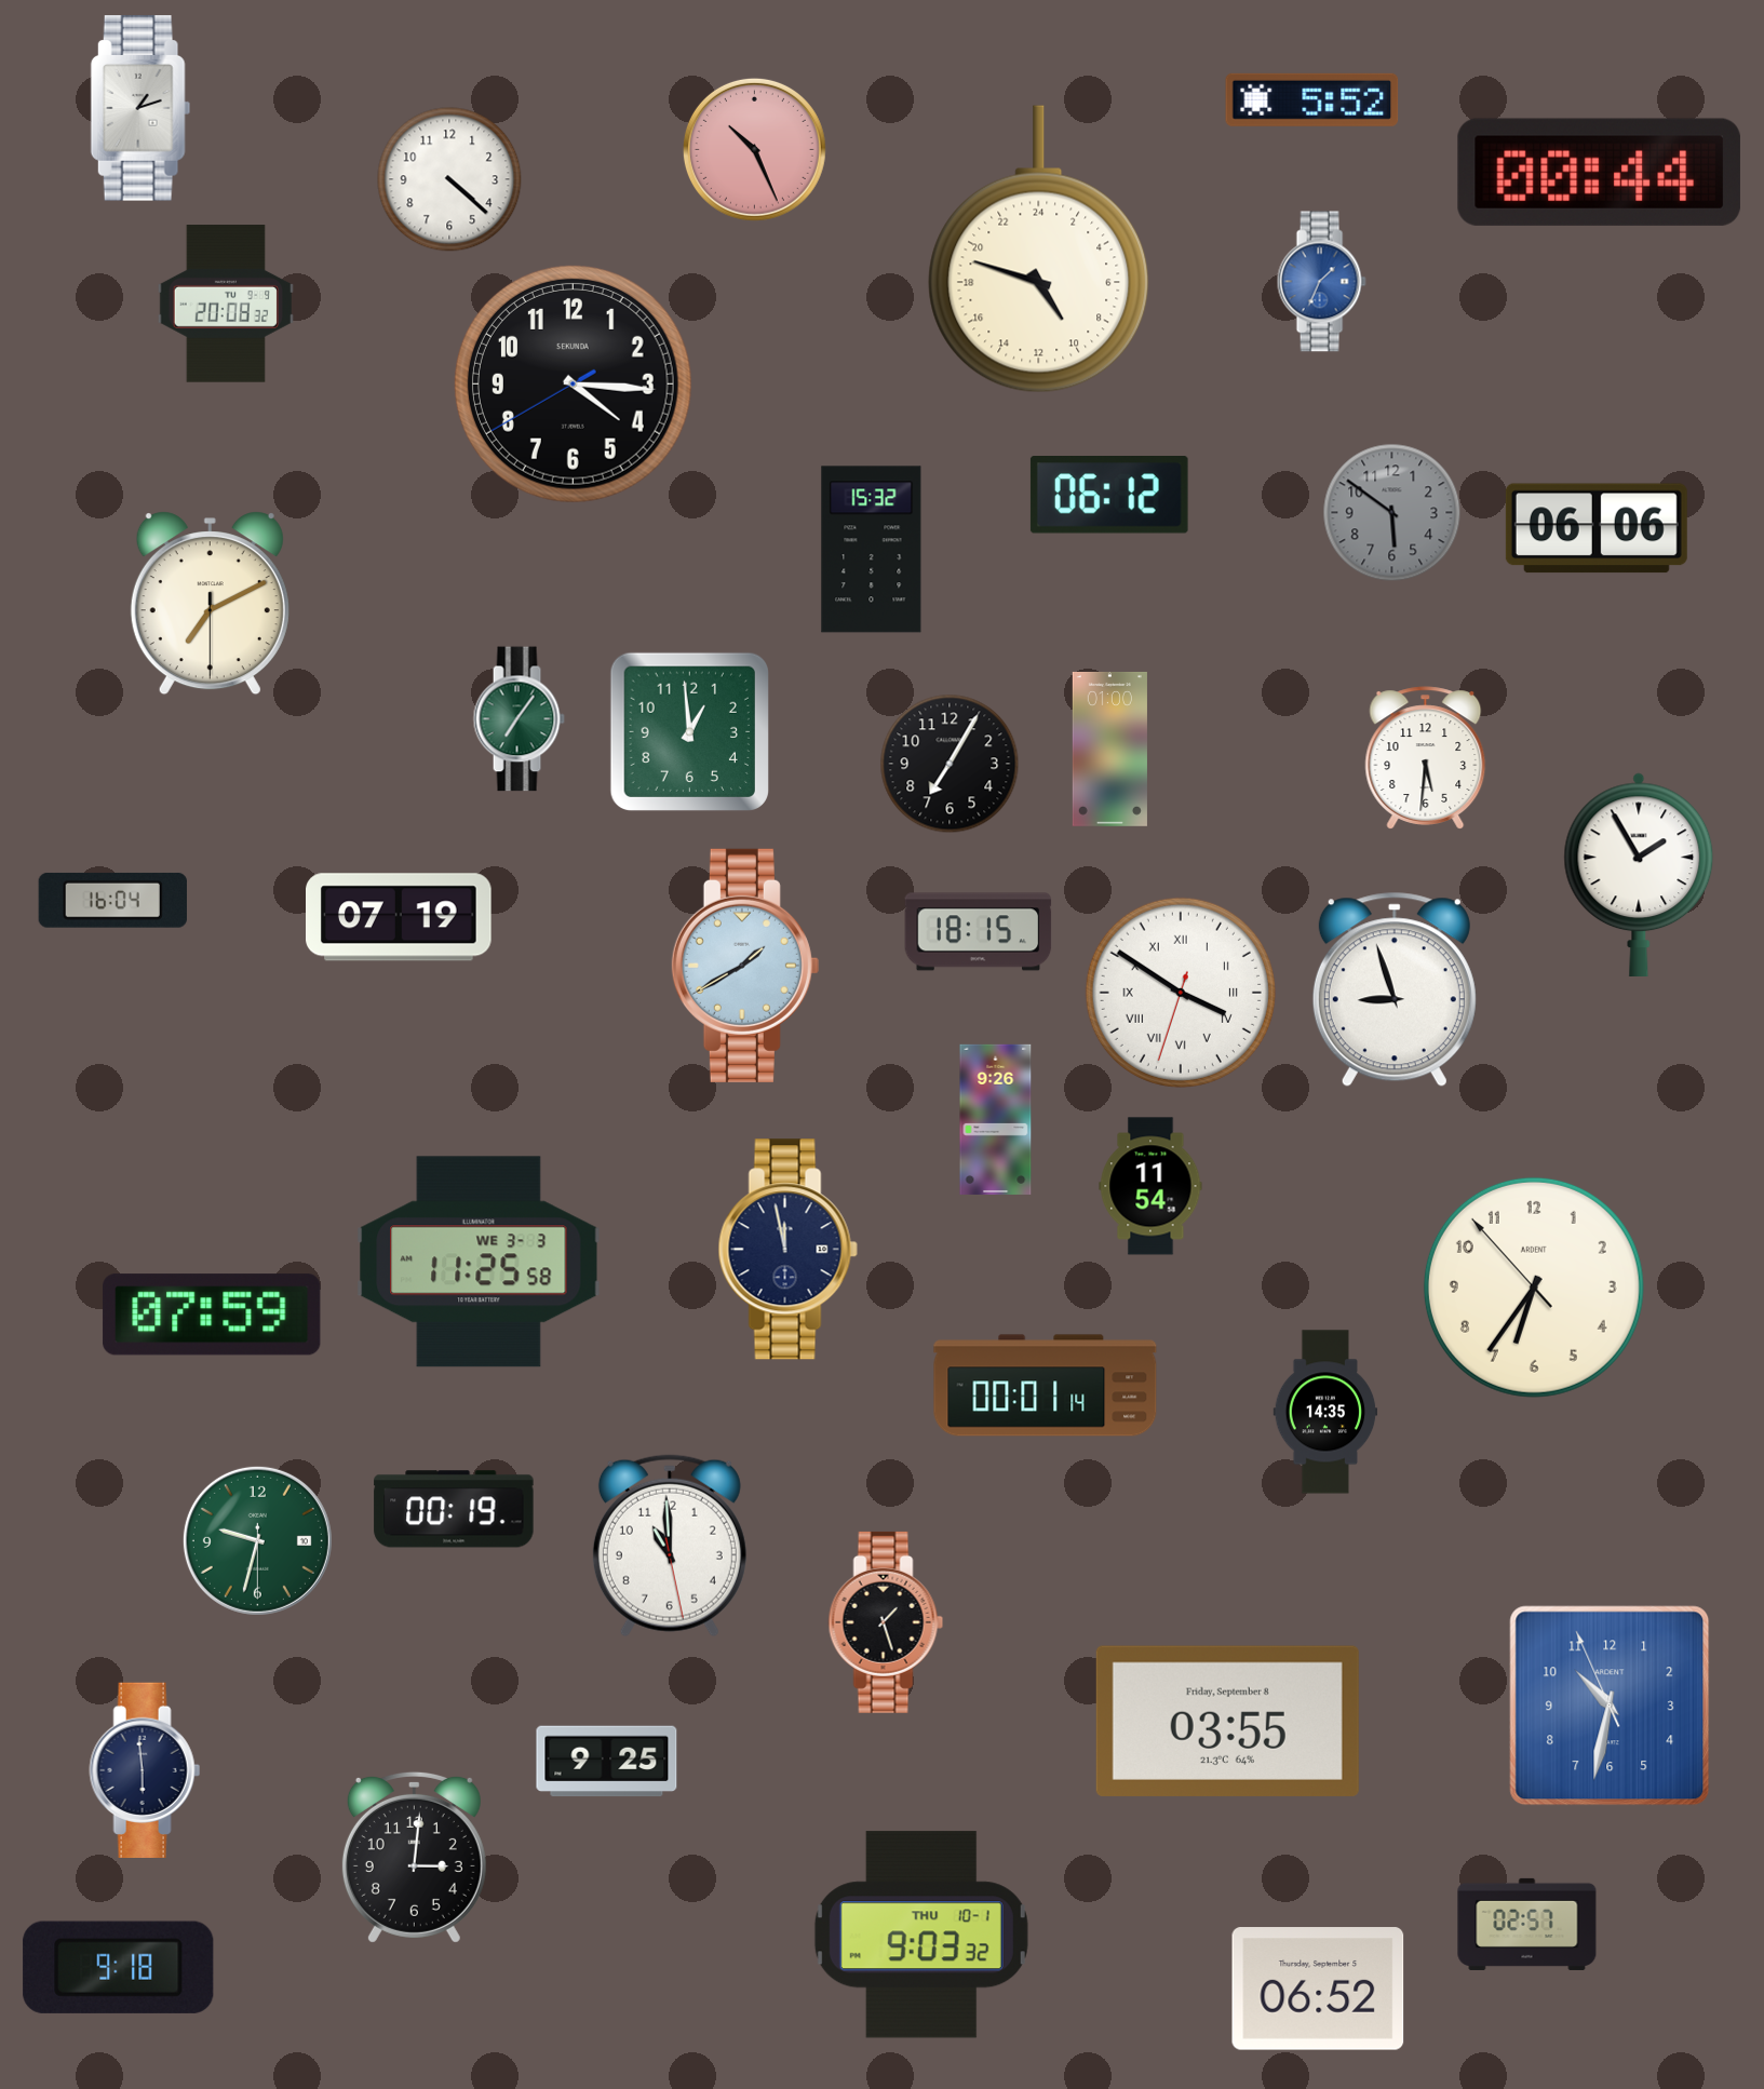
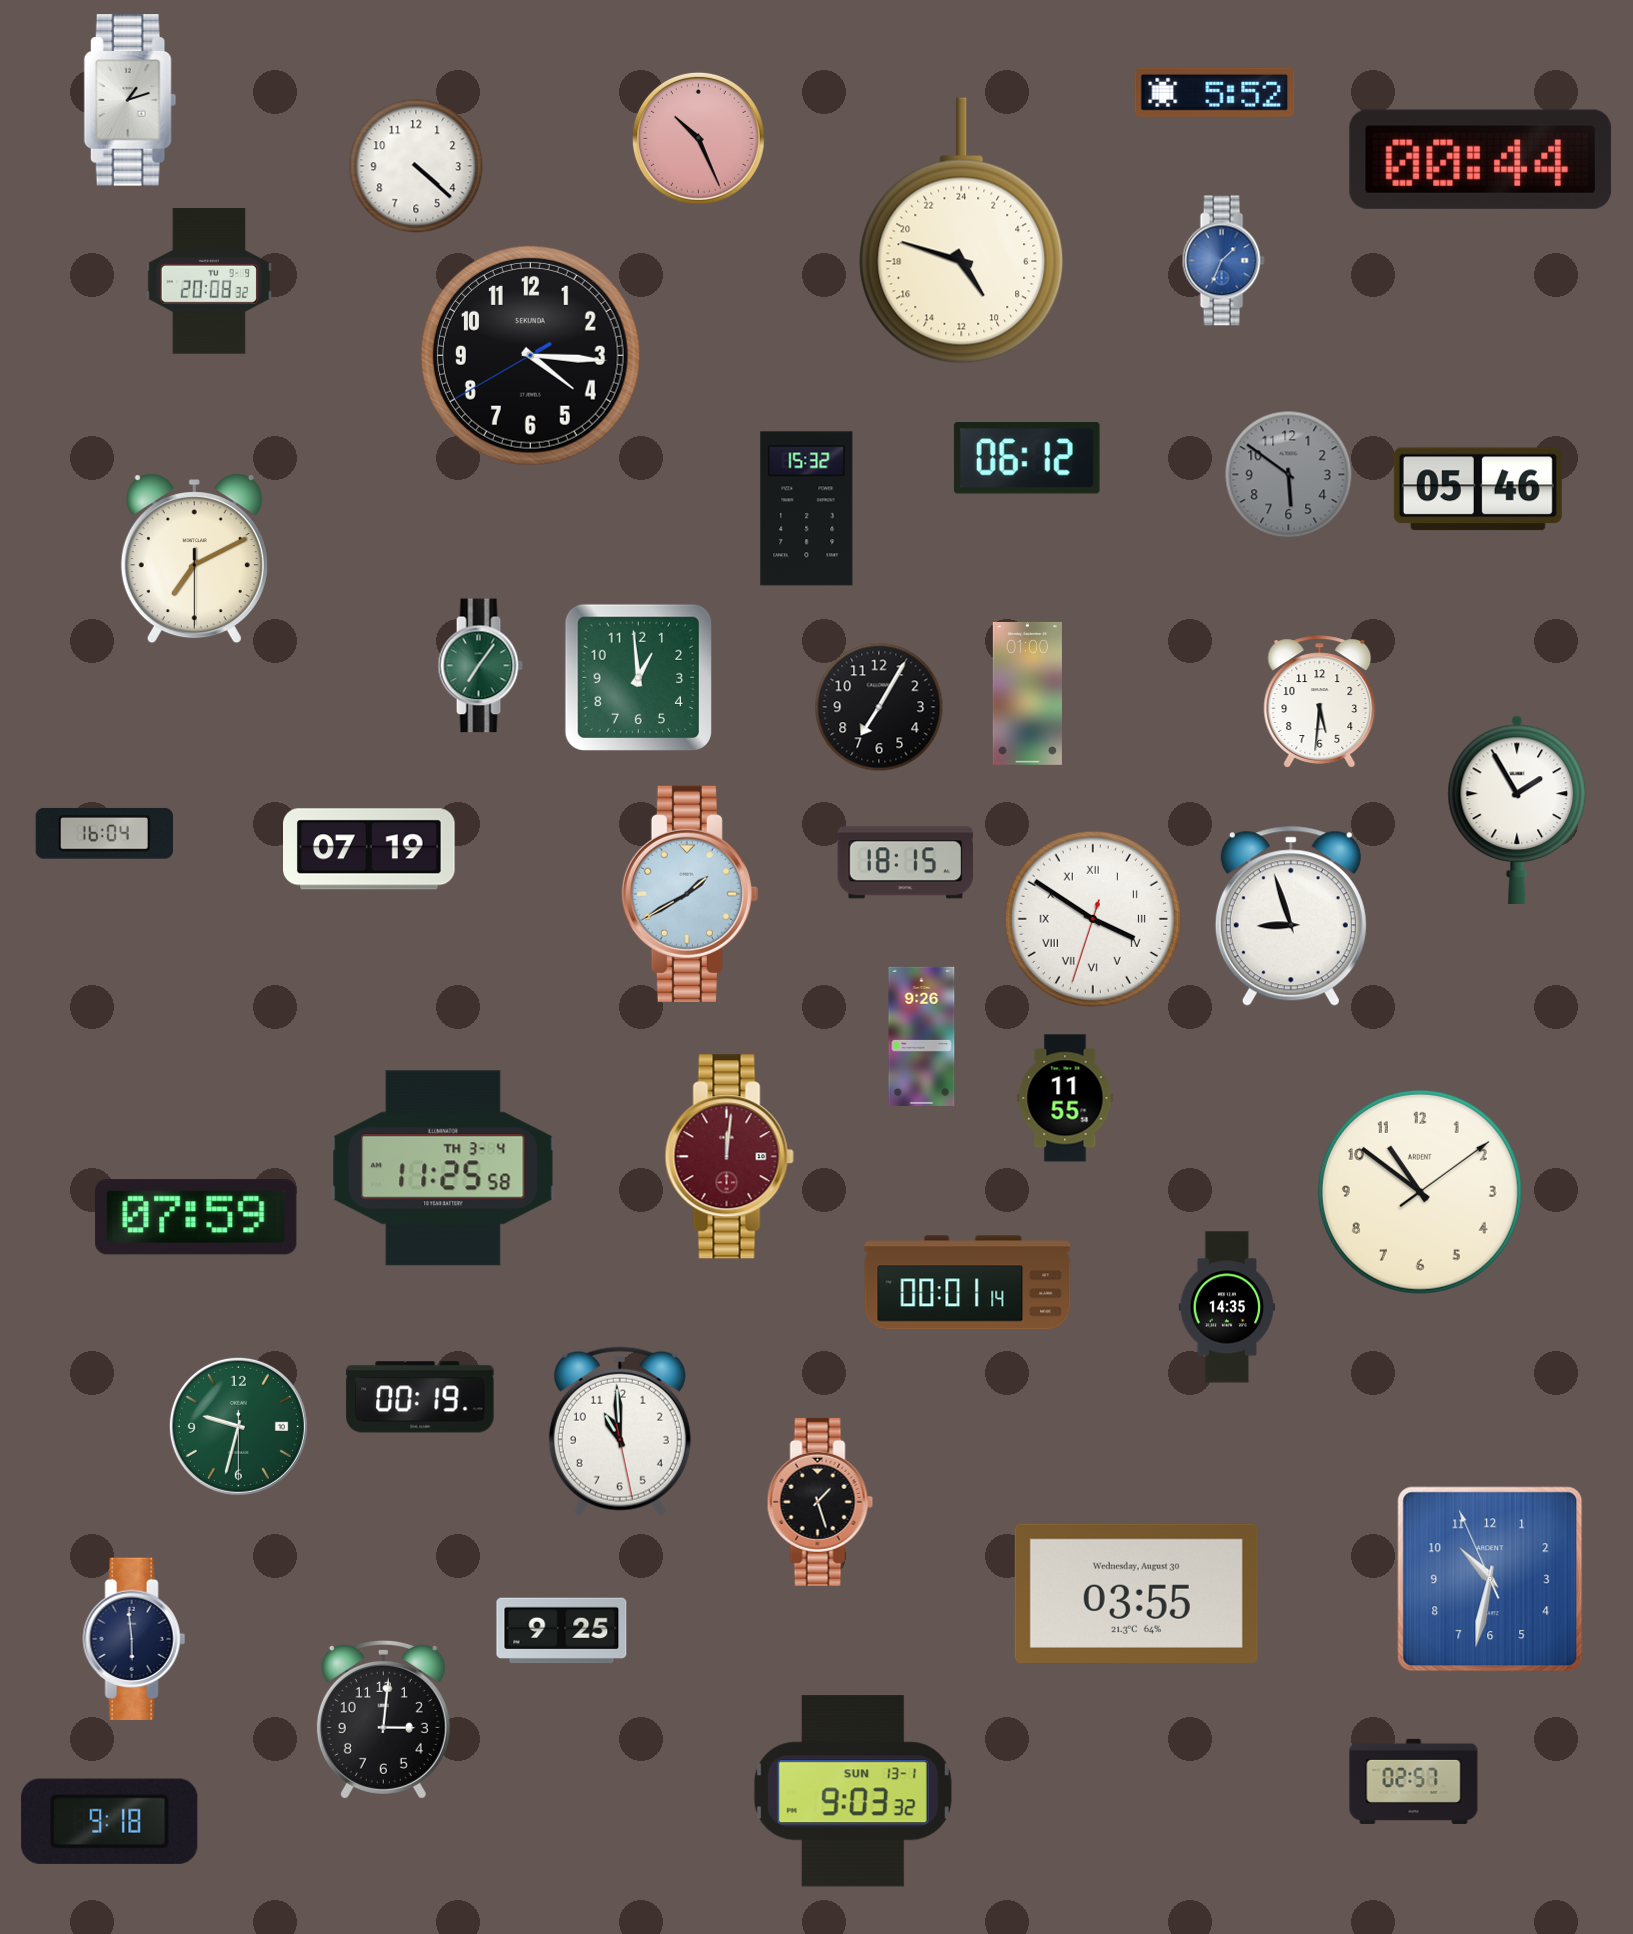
clock at (1597, 528): 06:06 -> 05:46
clock at (1150, 1186): 11:54 -> 11:55
clock at (787, 1250): 11:58 -> 12:01
clock at (787, 1250) dial: navy -> burgundy
clock at (479, 1262) date: WE 3-3 -> TH 3-4
clock at (1534, 1288): 6:35 -> 10:51
clock at (1227, 1721) date: Friday, September 8 -> Wednesday, August 30
clock at (921, 1935) date: THU 10-1 -> SUN 13-1
clock at (1318, 1989): 06:52 -> none
